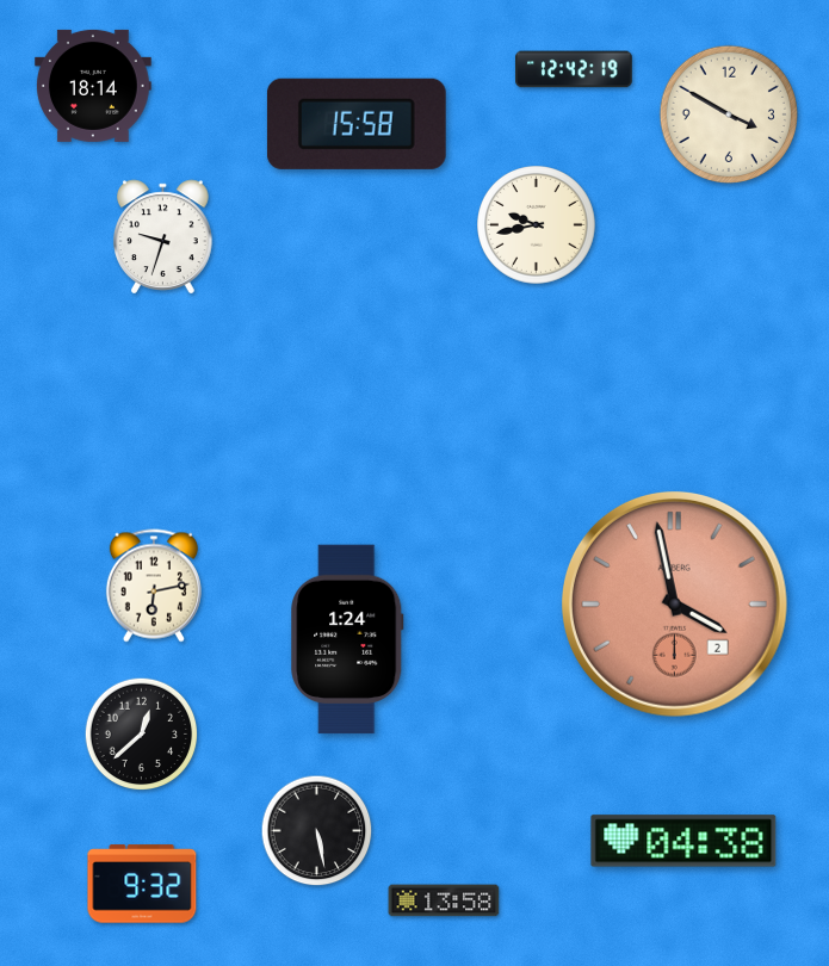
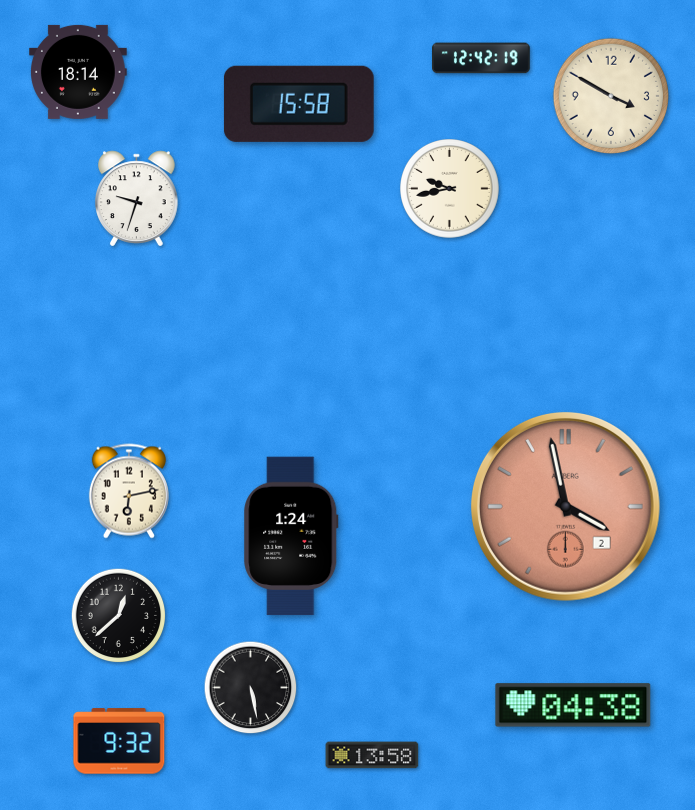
clock at (317, 831) position: (317, 831) -> (251, 688)
